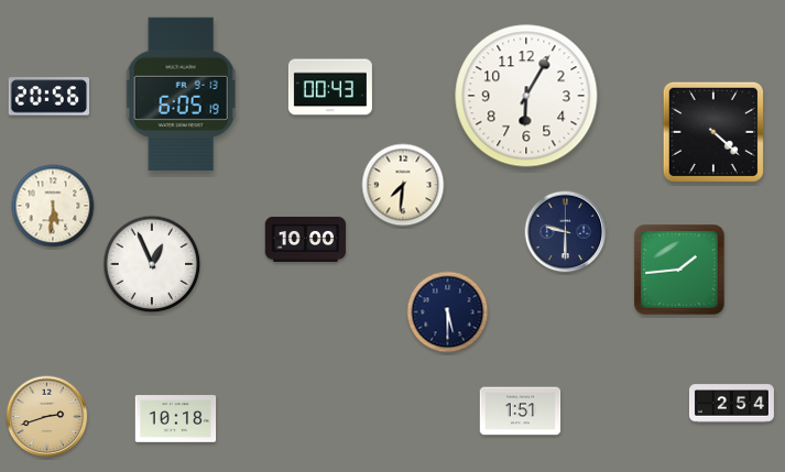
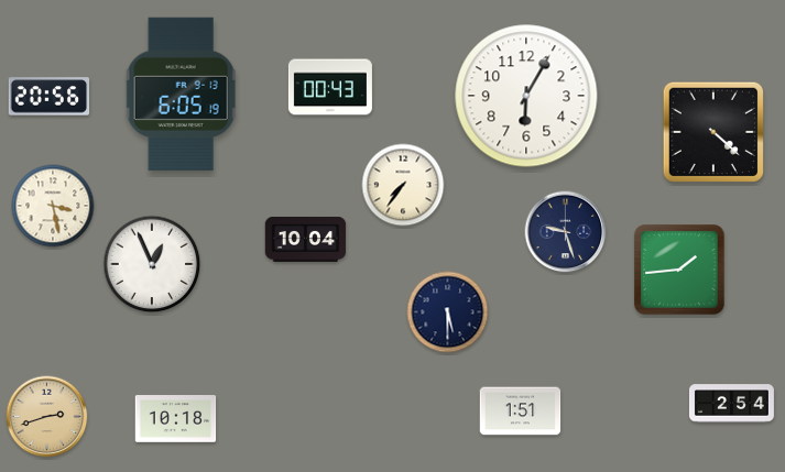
clock at (403, 185): 7:31 -> 7:36
clock at (53, 206): 5:31 -> 3:28
clock at (566, 232): 9:30 -> 9:27
clock at (306, 239): 10:00 -> 10:04
